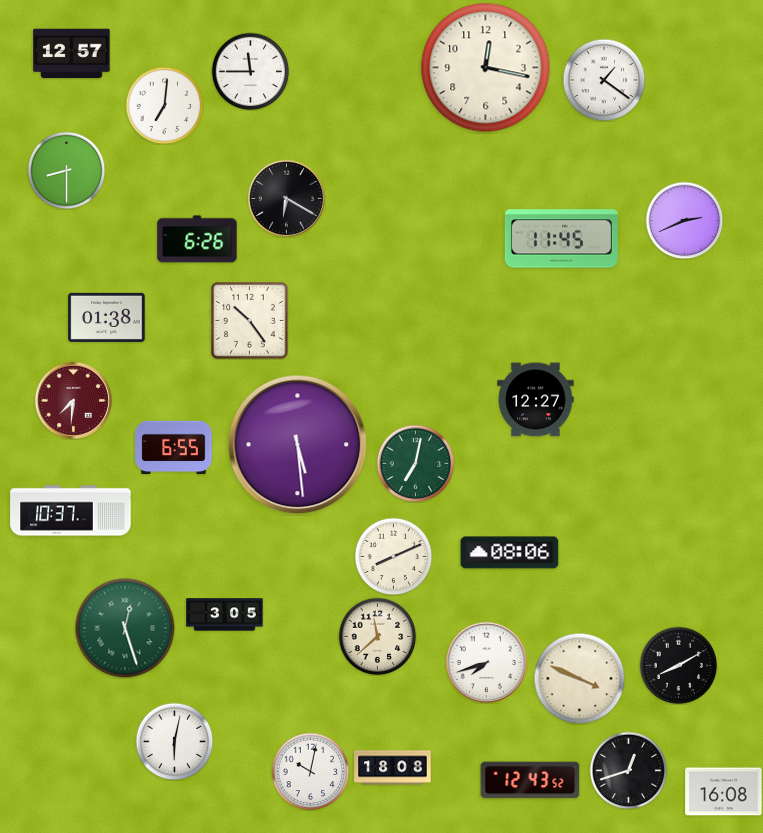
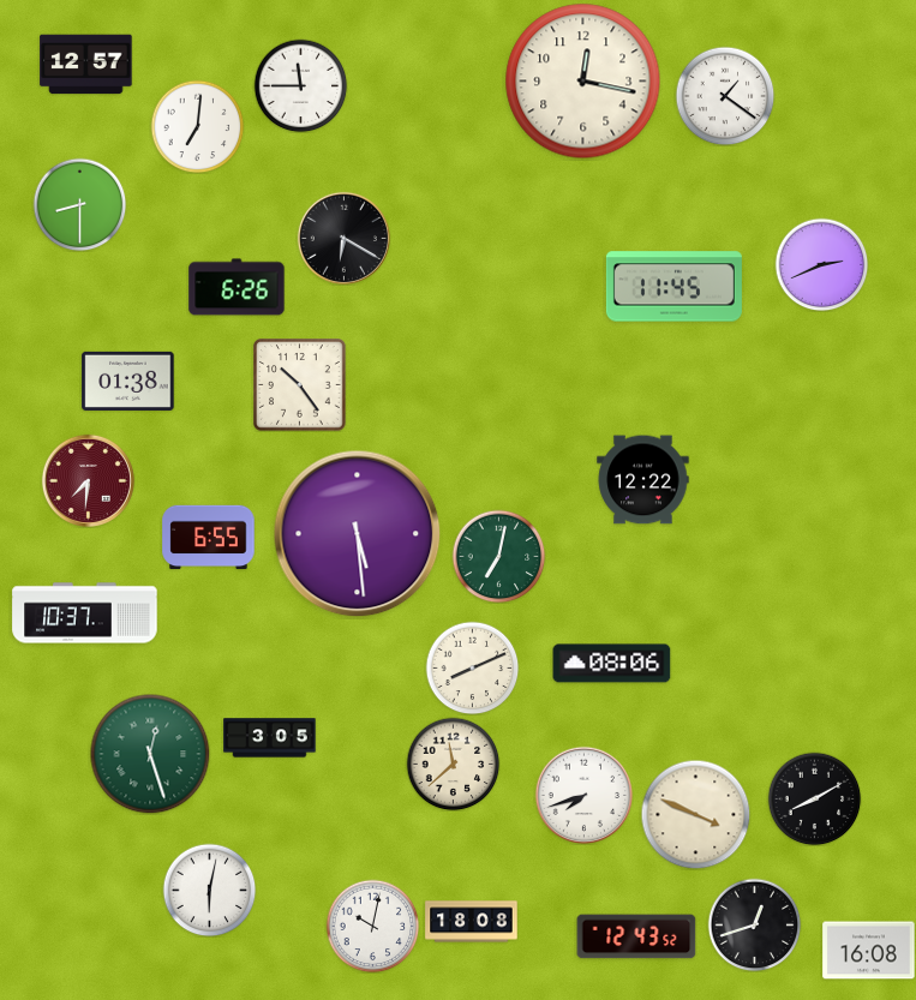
clock at (536, 400): 12:27 -> 12:22
